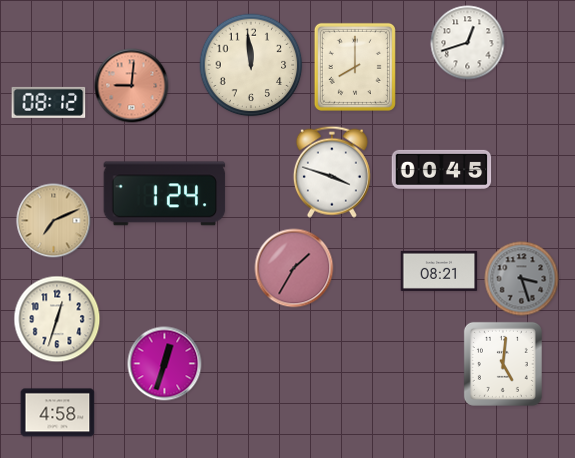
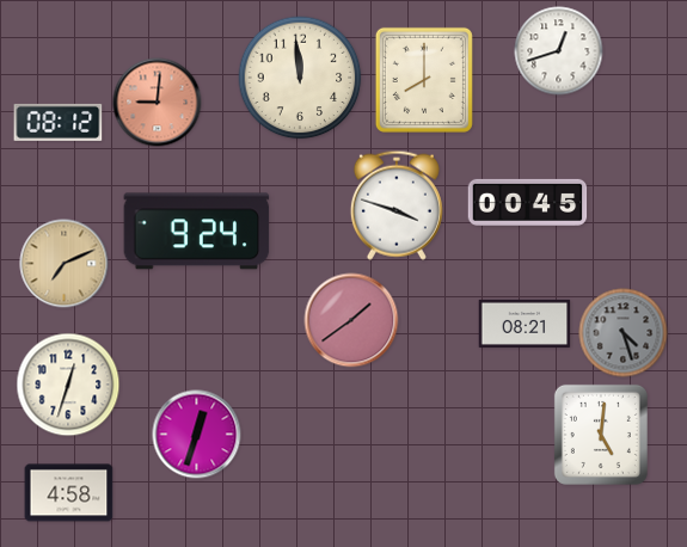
clock at (165, 194): 1:24 -> 9:24
clock at (294, 268): 1:35 -> 1:39
clock at (522, 279): 3:27 -> 4:27
clock at (57, 319) position: (57, 319) -> (68, 385)
